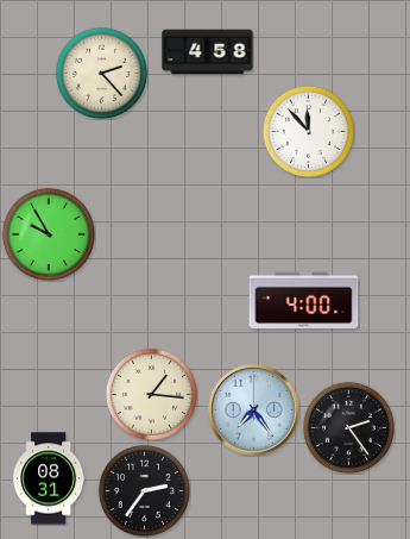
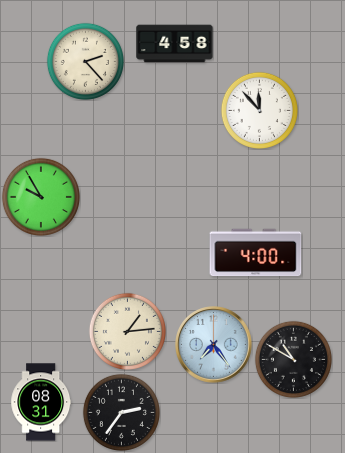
clock at (151, 394): 1:16 -> 1:14
clock at (348, 427): 2:24 -> 10:50
